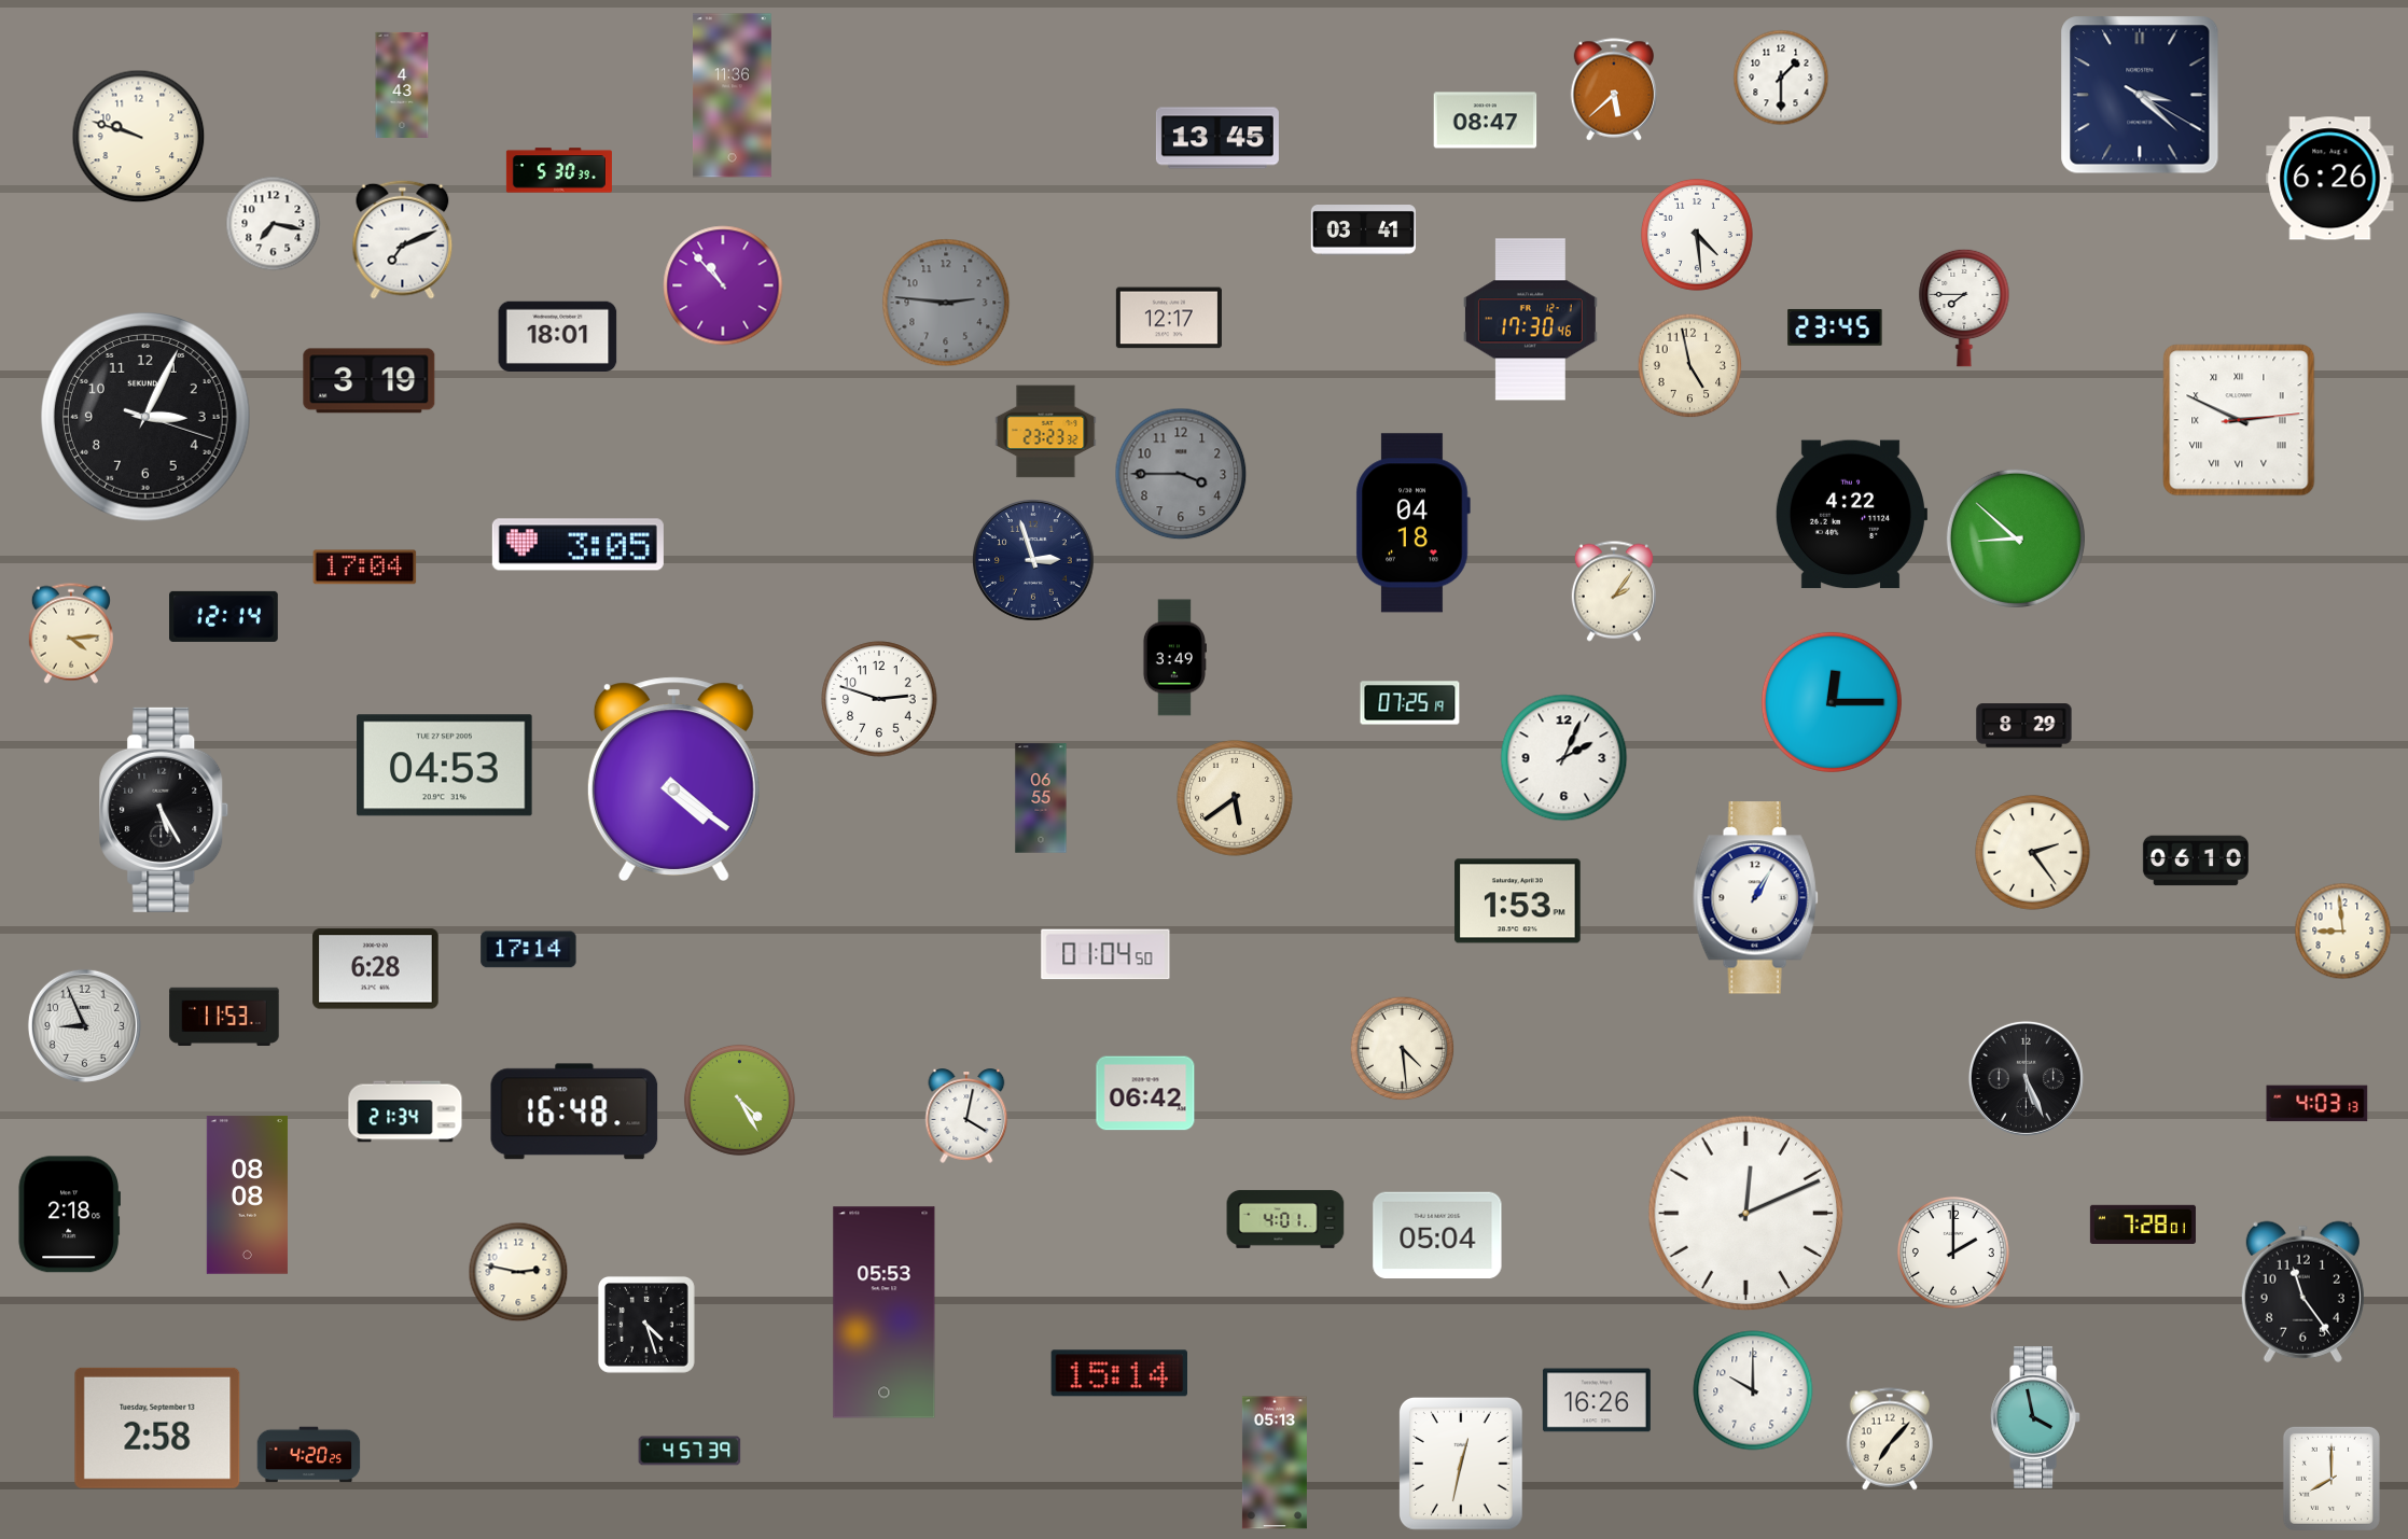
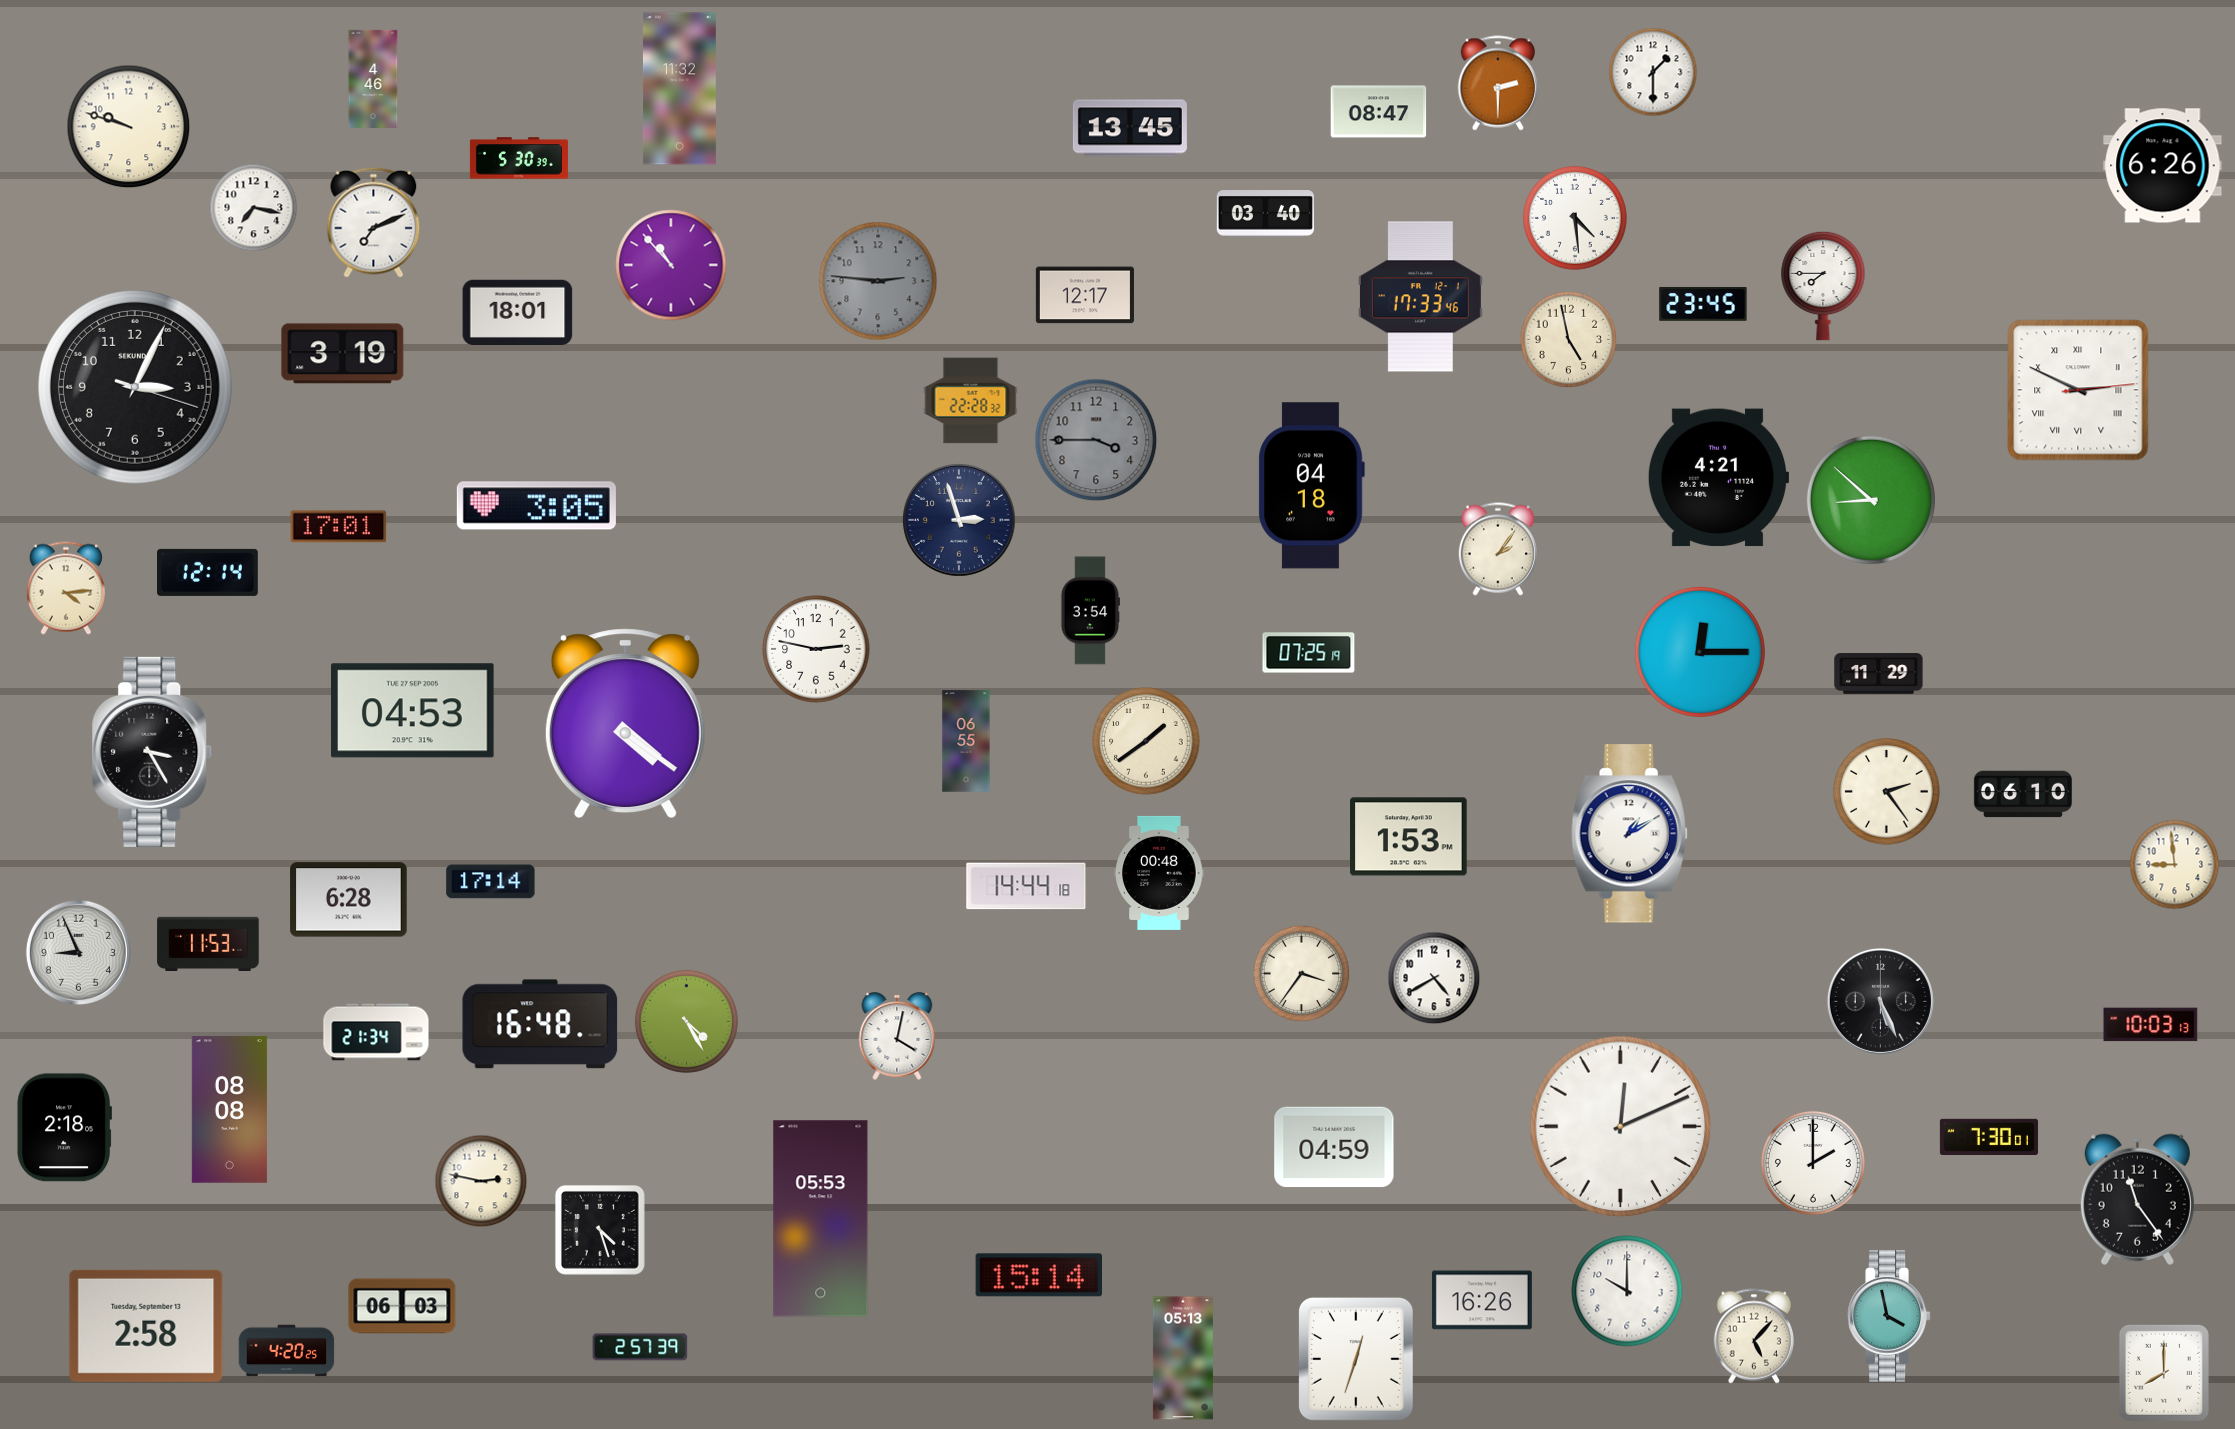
clock at (402, 85): 4:43 -> 4:46
clock at (1614, 89): 5:38 -> 2:30
clock at (2140, 95): 3:22 -> none
clock at (732, 96): 11:36 -> 11:32
clock at (1363, 230): 03:41 -> 03:40
clock at (1530, 320): 17:30 -> 17:33
clock at (1046, 432): 23:23 -> 22:28
clock at (1850, 515): 4:22 -> 4:21
clock at (365, 568): 17:04 -> 17:01
clock at (1174, 658): 3:49 -> 3:54
clock at (879, 699): 2:48 -> 2:47
clock at (2024, 726): 8:29 -> 11:29
clock at (1564, 758): 2:04 -> none
clock at (1235, 798): 5:39 -> 1:39
clock at (164, 810): 5:25 -> 3:25
clock at (2196, 861) position: (2196, 861) -> (2023, 794)
clock at (1755, 898): 1:05 -> 1:10
clock at (1159, 873): none -> 00:48
clock at (1105, 954): 01:04 -> 14:44
clock at (1403, 1049): 4:29 -> 3:36
clock at (1434, 978): none -> 4:40
clock at (1145, 1093): 06:42 -> none
clock at (2317, 1104): 4:03 -> 10:03
clock at (574, 1111) position: (574, 1111) -> (540, 1024)
clock at (1285, 1219): 4:01 -> none
clock at (2143, 1225): 7:28 -> 7:30
clock at (1437, 1235): 05:04 -> 04:59
clock at (402, 1306): none -> 06:03
clock at (1890, 1439): 7:07 -> 5:07
clock at (690, 1451): 4:57 -> 2:57
clock at (1461, 1464): 12:32 -> 12:33
